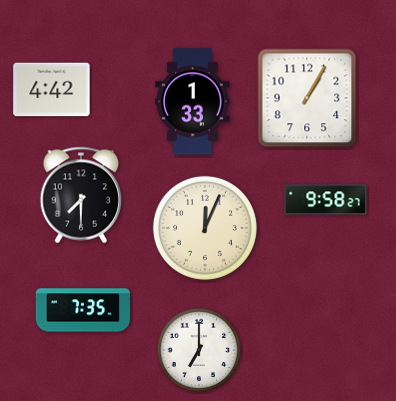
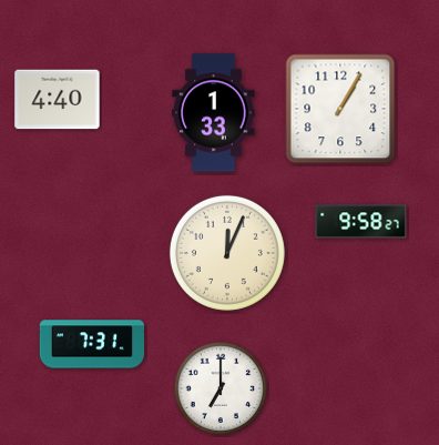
clock at (52, 90): 4:42 -> 4:40
clock at (80, 195): 7:30 -> none
clock at (82, 310): 7:35 -> 7:31
